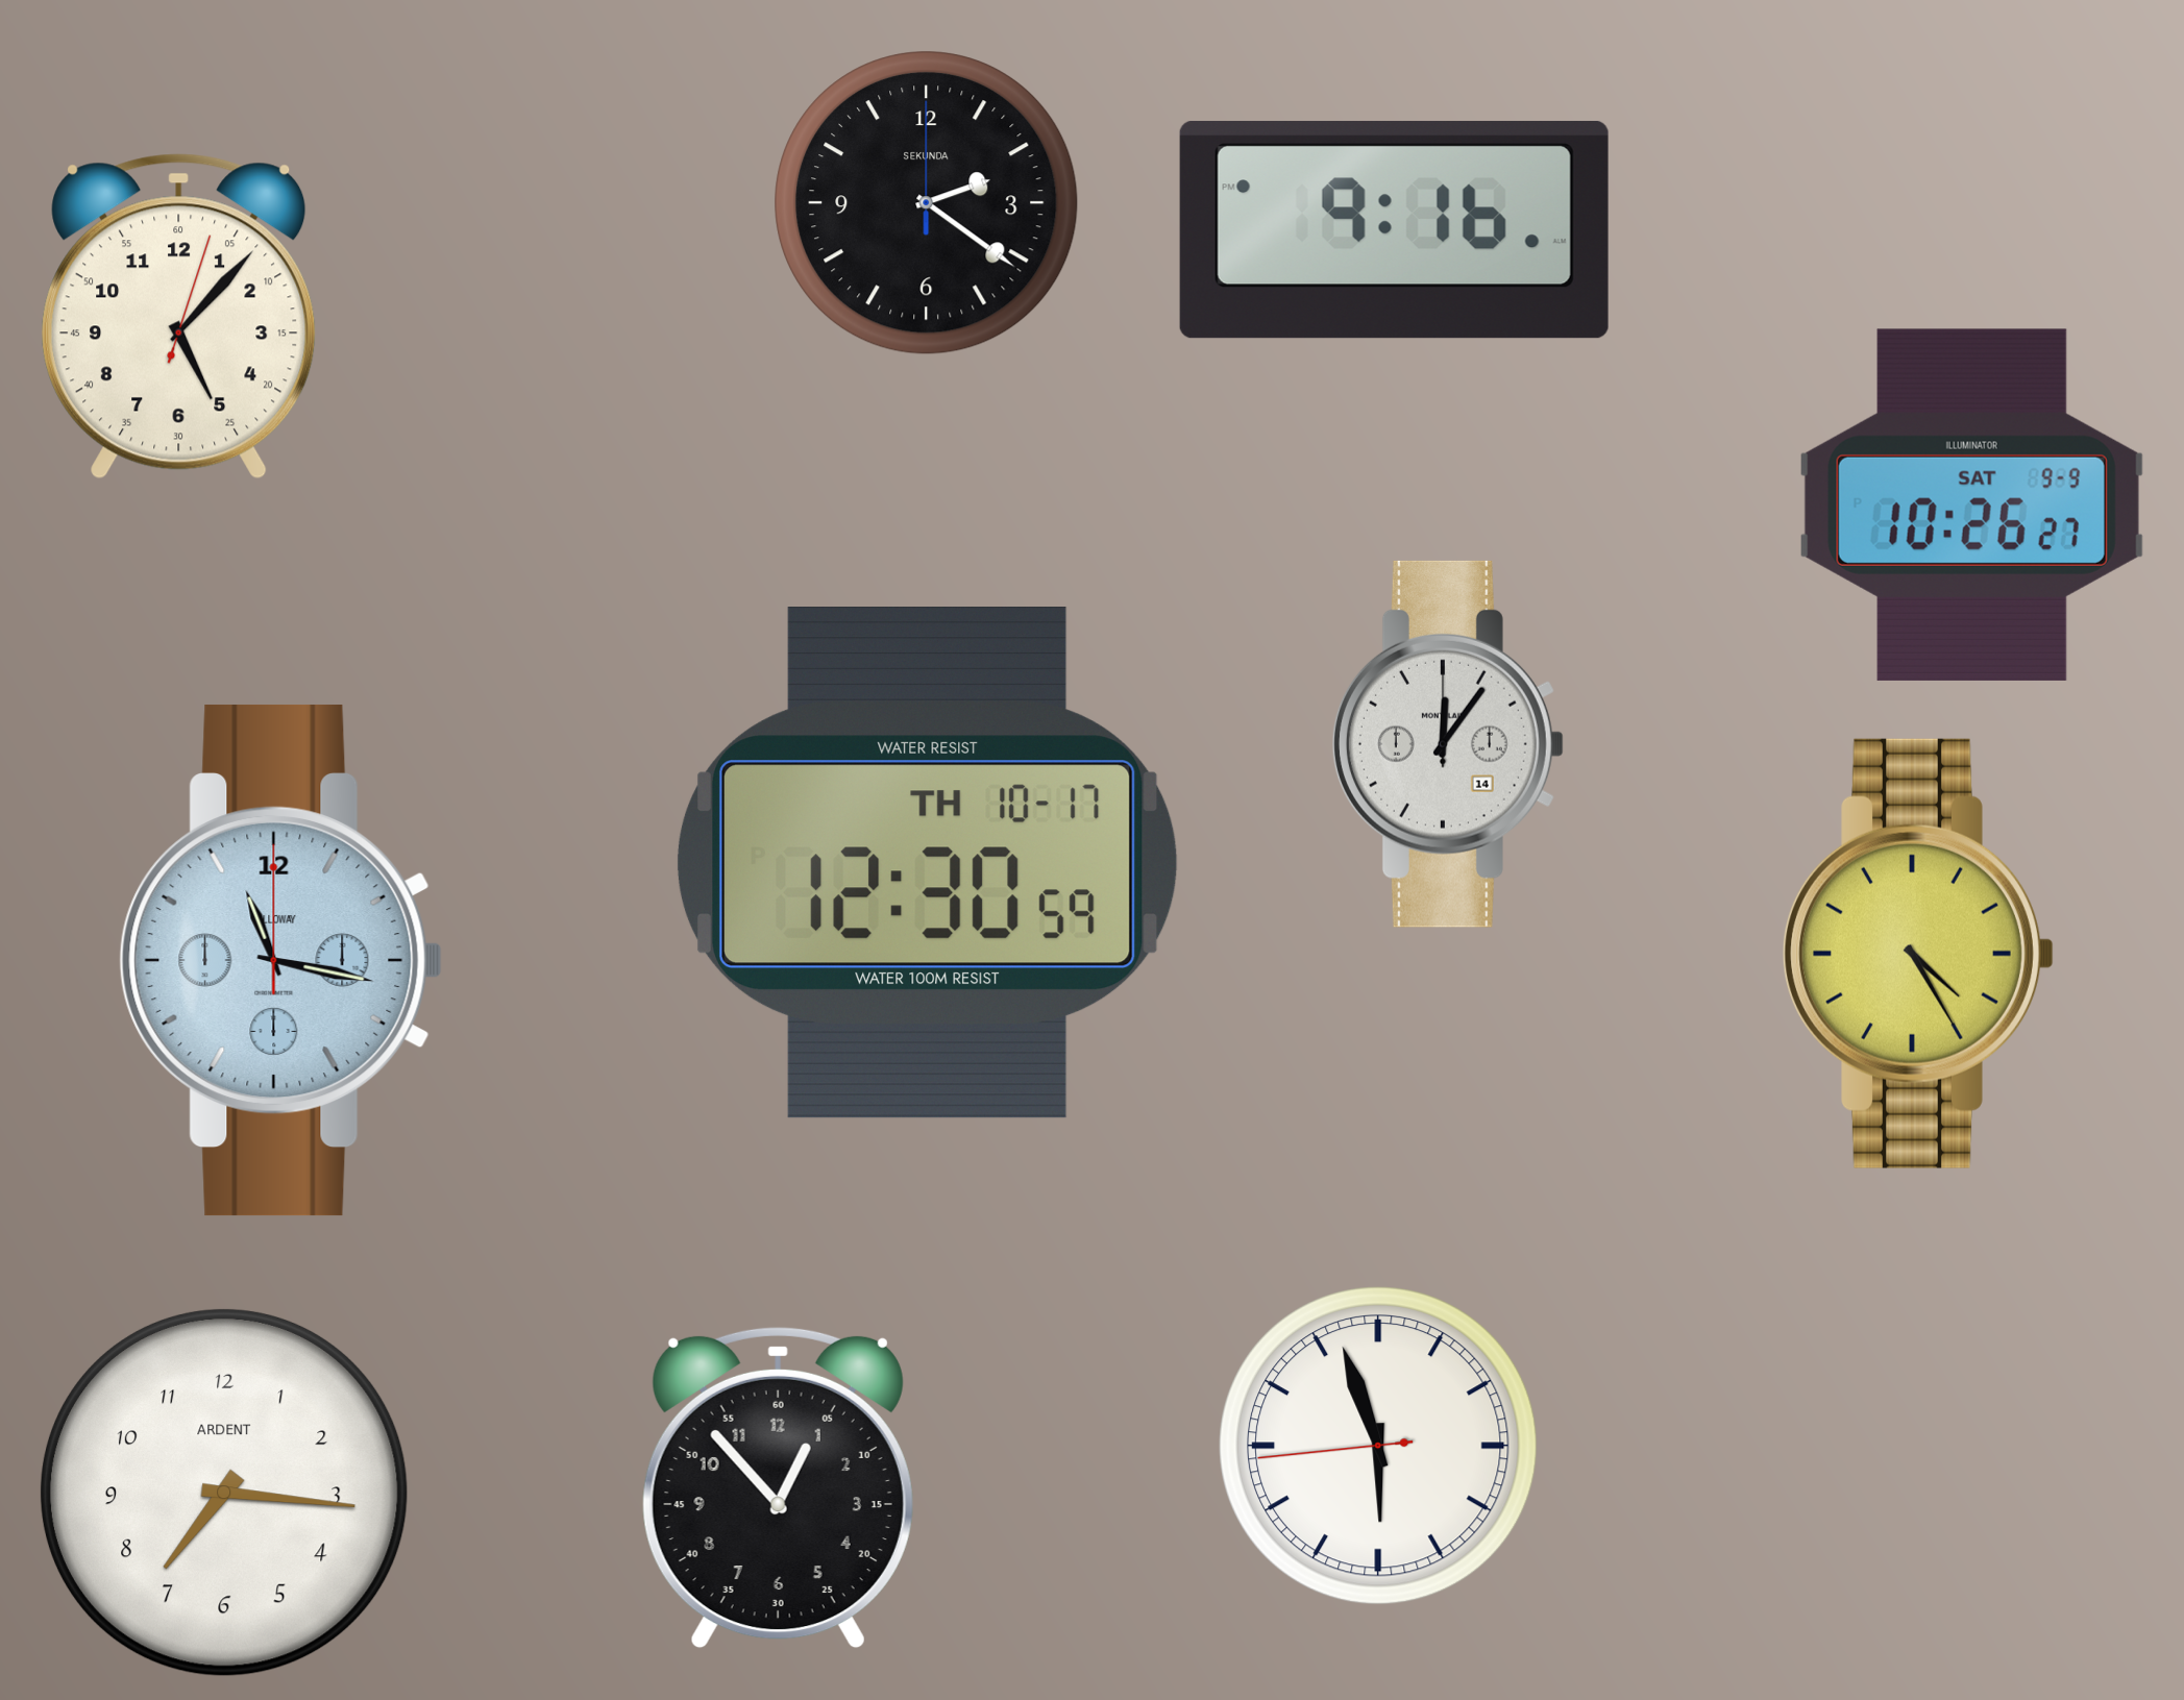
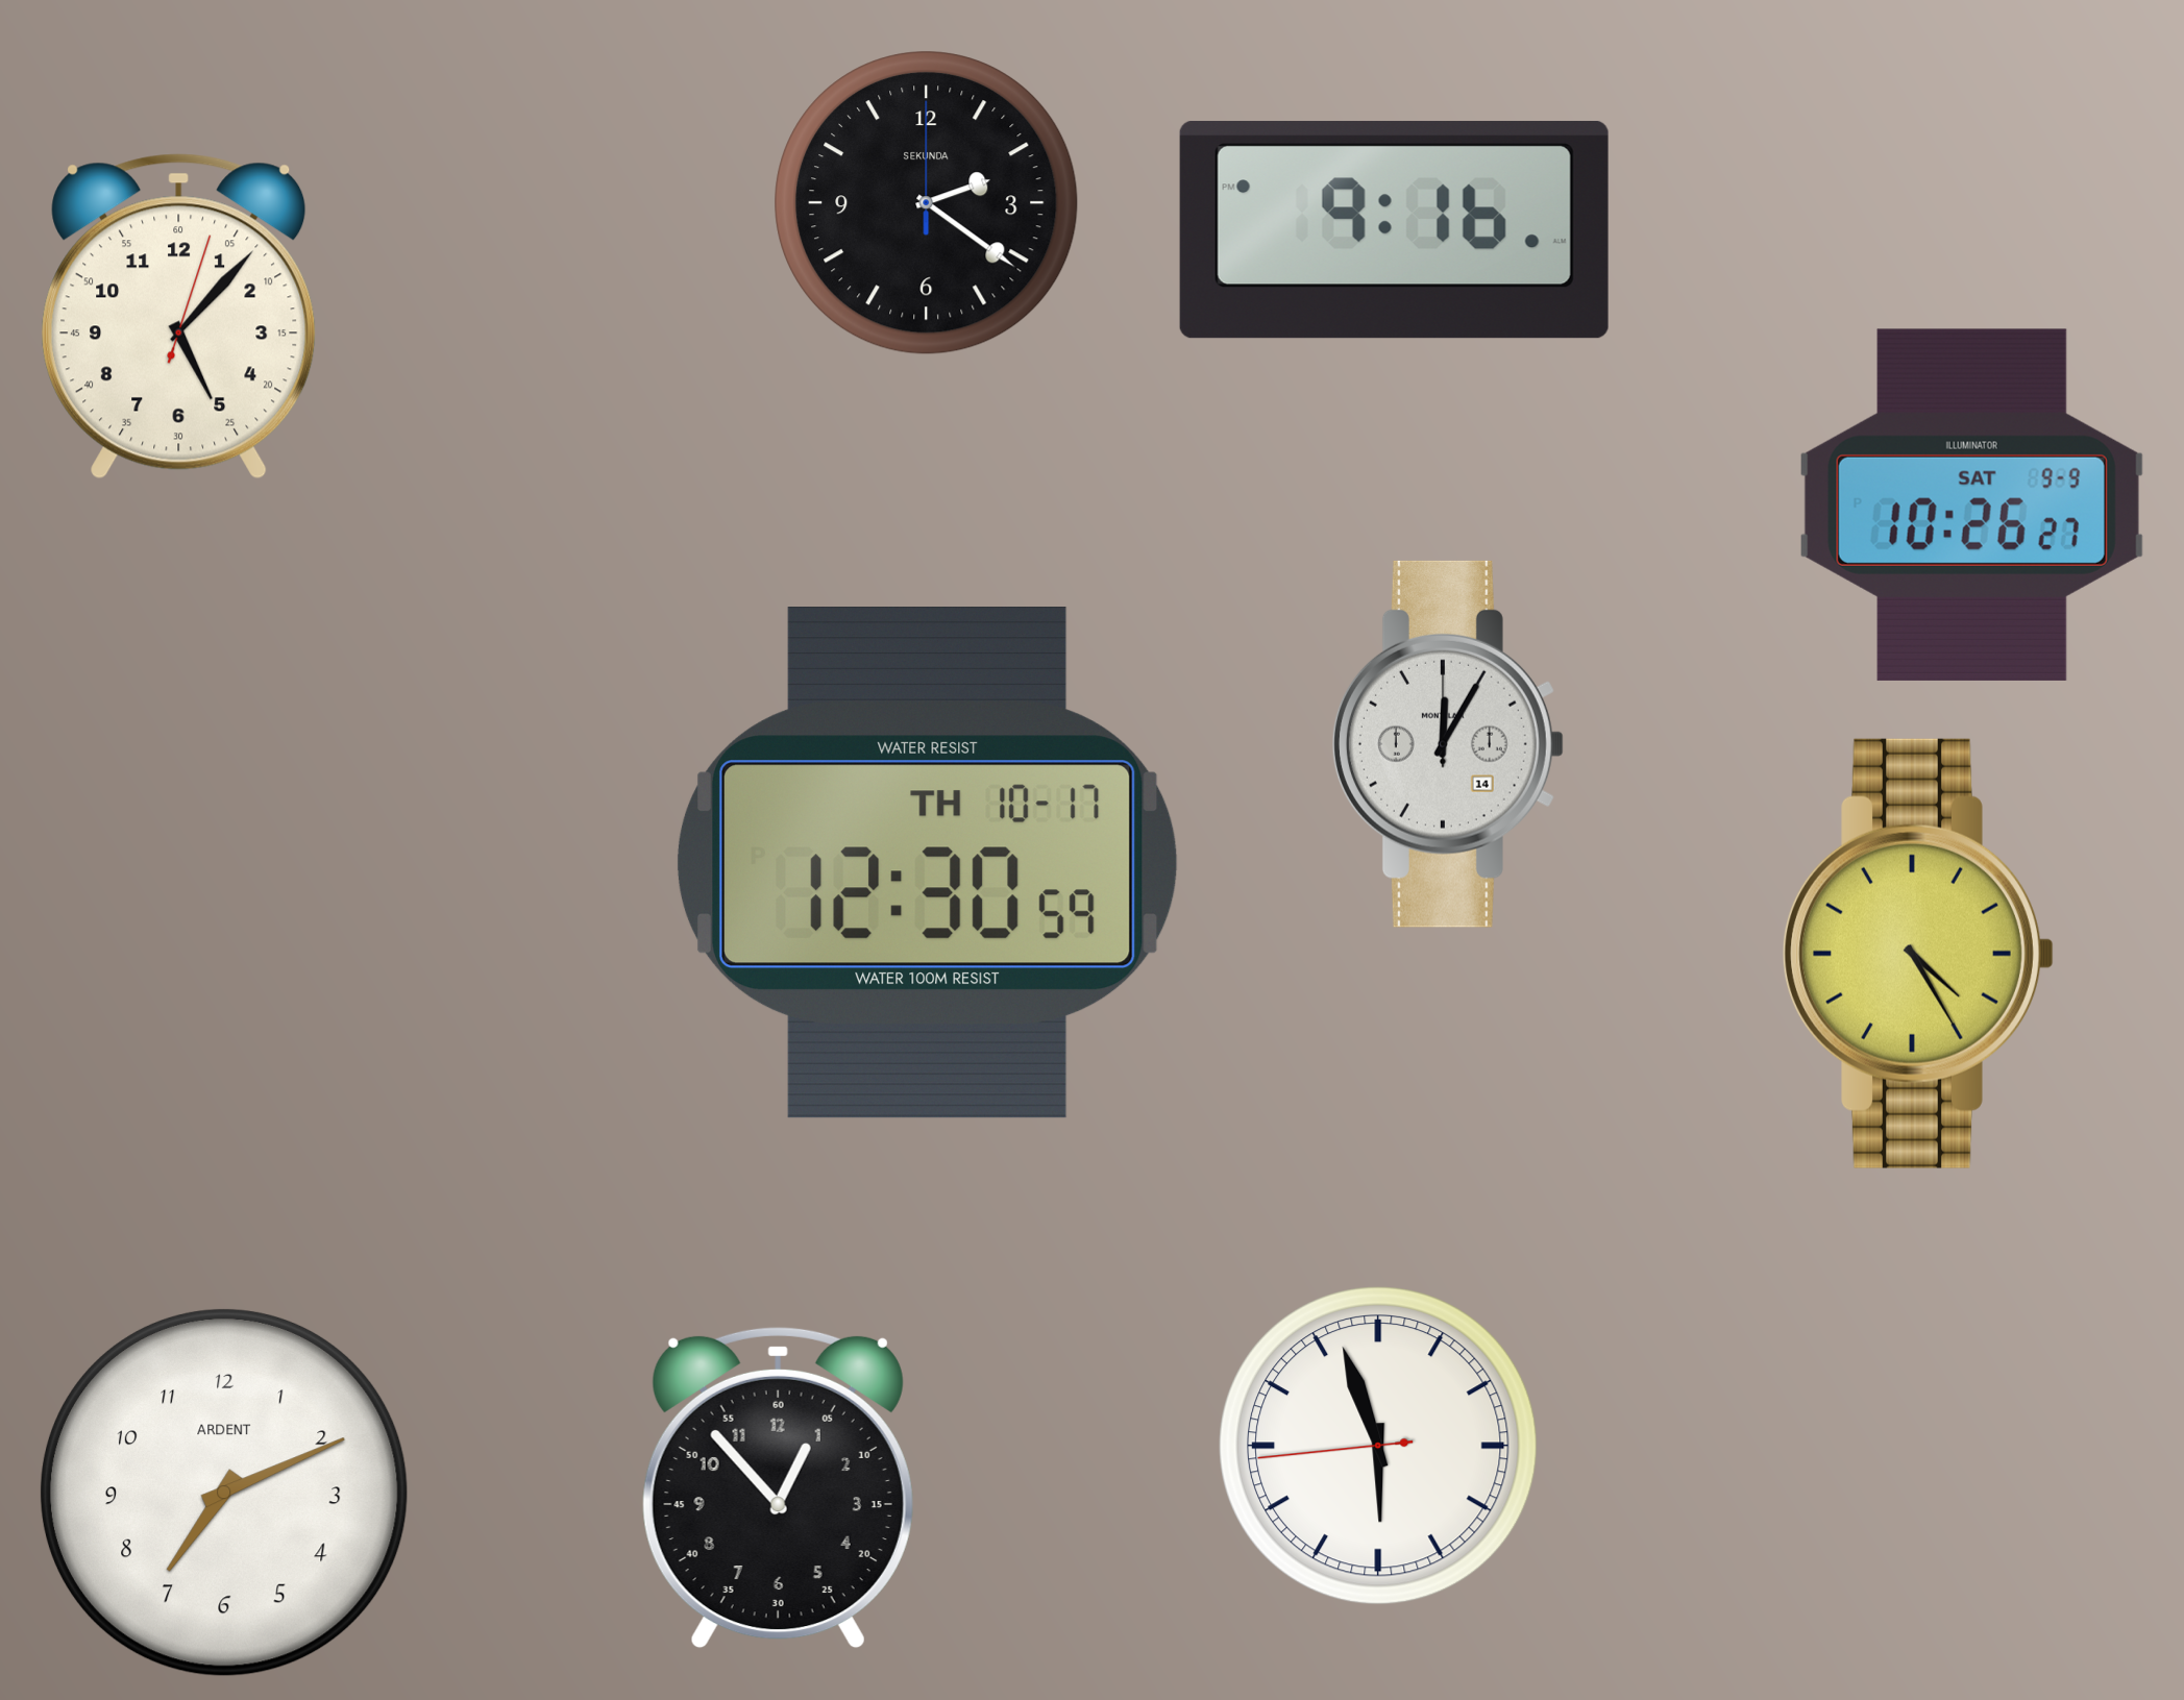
clock at (1448, 744): 12:06 -> 12:05
clock at (280, 960): 11:17 -> none
clock at (224, 1493): 7:16 -> 7:11
